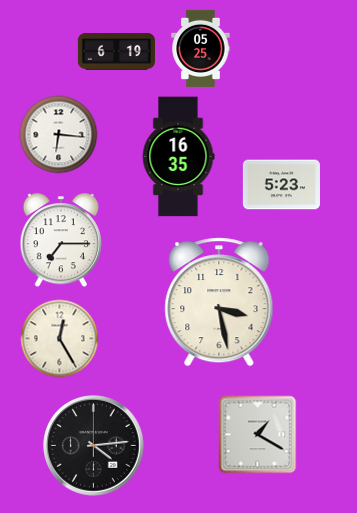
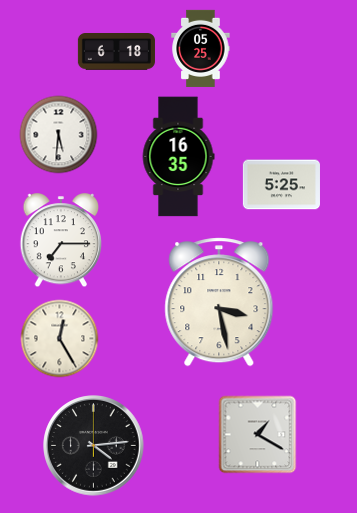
clock at (116, 52): 6:19 -> 6:18
clock at (58, 134): 6:16 -> 5:31
clock at (281, 185): 5:23 -> 5:25
